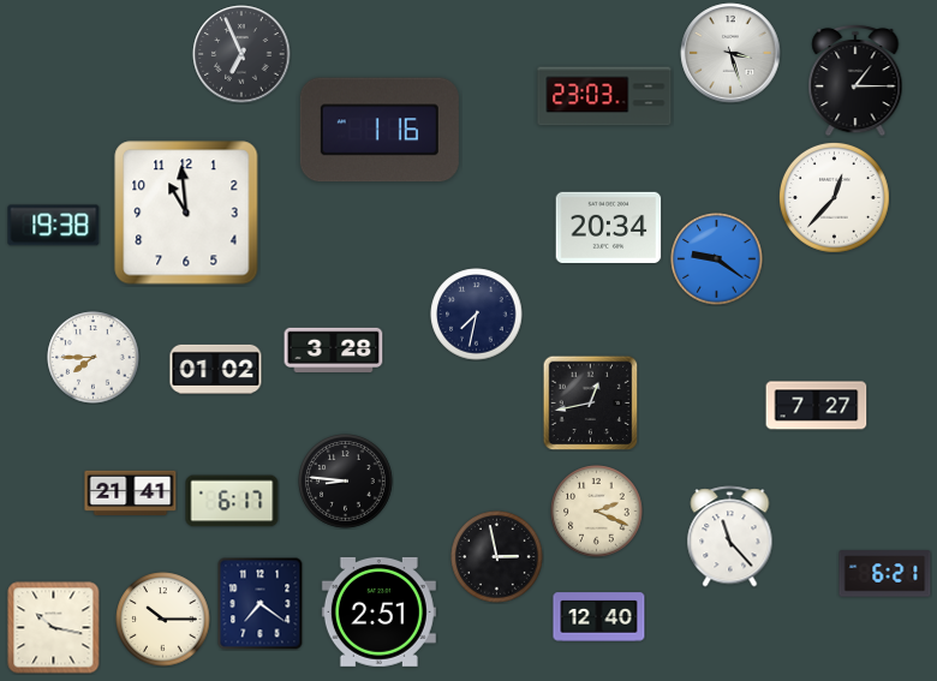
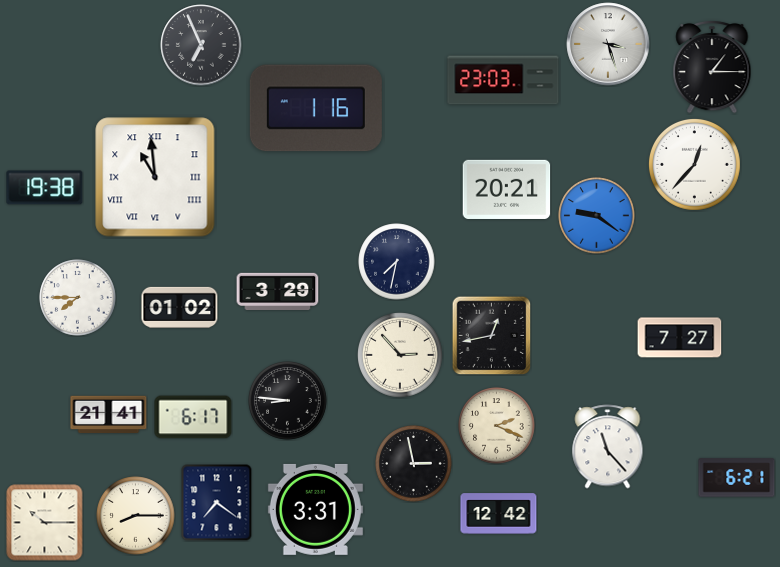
clock at (186, 213) numerals: Arabic -> Roman
clock at (609, 227): 20:34 -> 20:21
clock at (334, 351): 3:28 -> 3:29
clock at (400, 355): none -> 2:53
clock at (131, 494) position: (131, 494) -> (109, 415)
clock at (378, 611): 2:51 -> 3:31
clock at (599, 617): 12:40 -> 12:42
clock at (163, 620): 10:15 -> 8:15
clock at (54, 628): 10:17 -> 10:15
